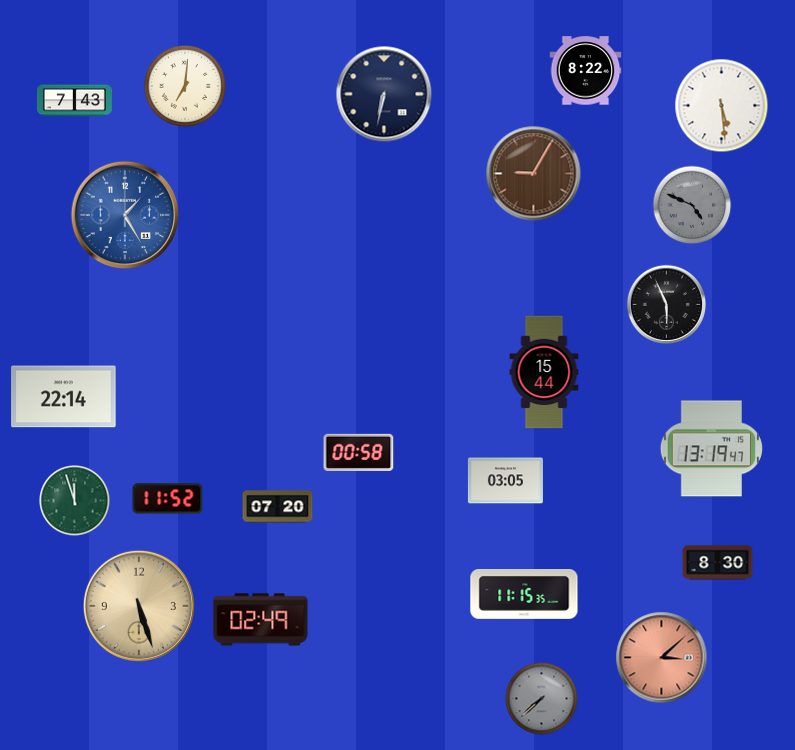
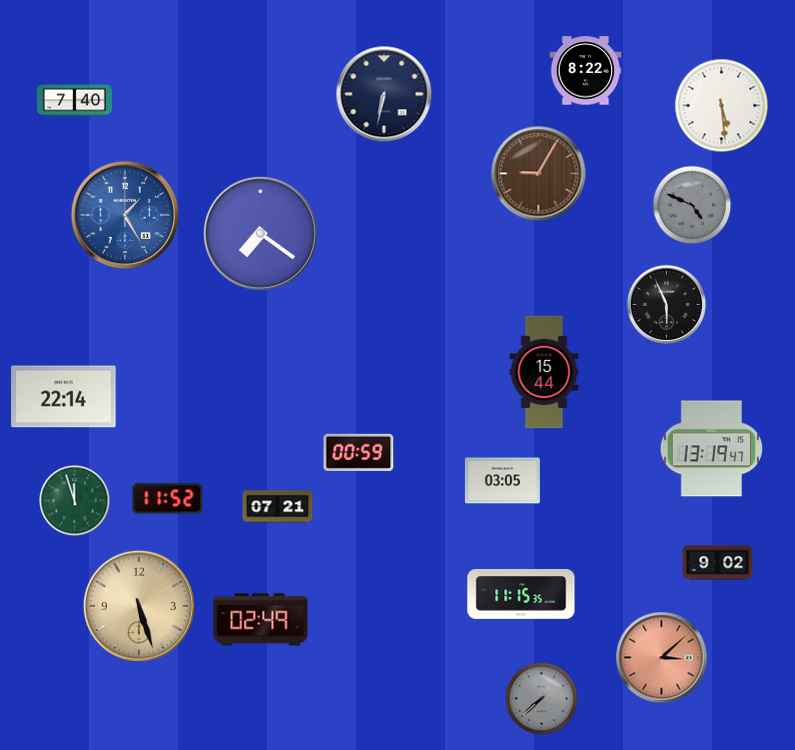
clock at (185, 86): 7:01 -> none
clock at (74, 101): 7:43 -> 7:40
clock at (534, 174) position: (534, 174) -> (539, 174)
clock at (260, 233): none -> 7:21
clock at (359, 452): 00:58 -> 00:59
clock at (505, 481) position: (505, 481) -> (502, 481)
clock at (278, 507): 07:20 -> 07:21
clock at (718, 563): 8:30 -> 9:02
clock at (524, 595) position: (524, 595) -> (521, 595)
